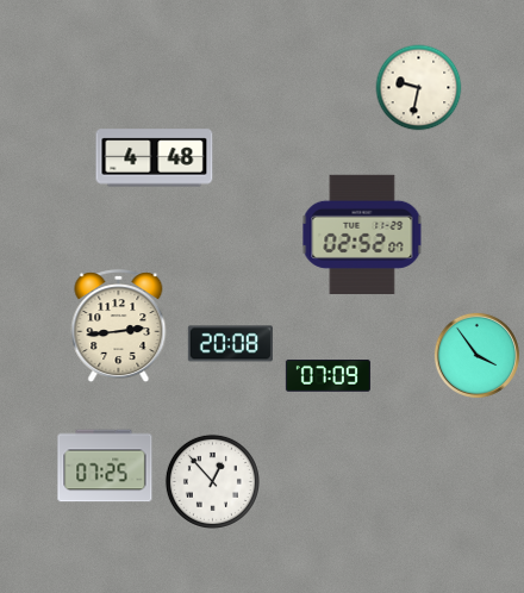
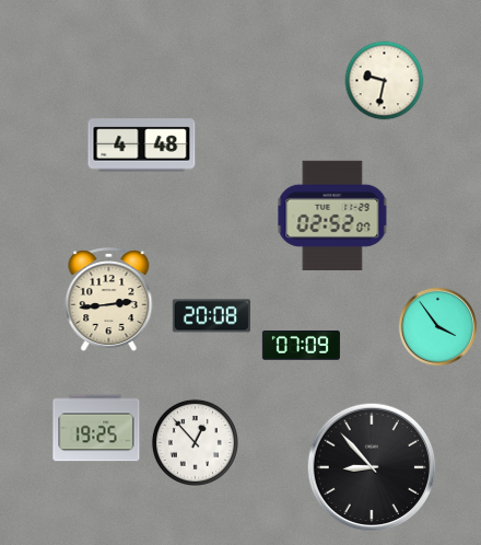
clock at (105, 466): 07:25 -> 19:25
clock at (372, 467): none -> 8:53
